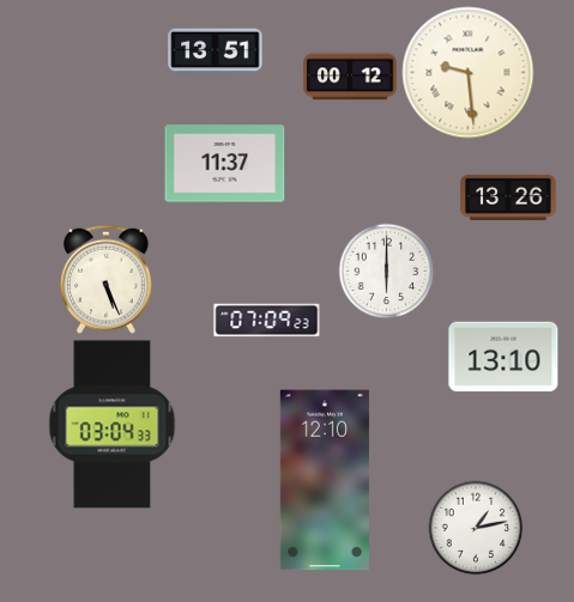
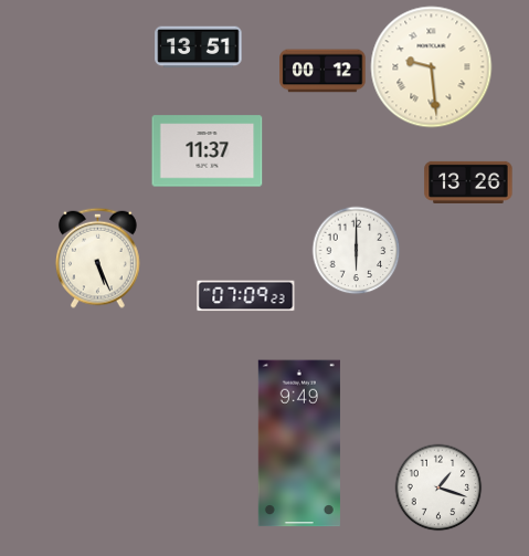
clock at (503, 357): 13:10 -> none
clock at (113, 425): 03:04 -> none
clock at (325, 480): 12:10 -> 9:49
clock at (476, 528): 1:13 -> 1:18
